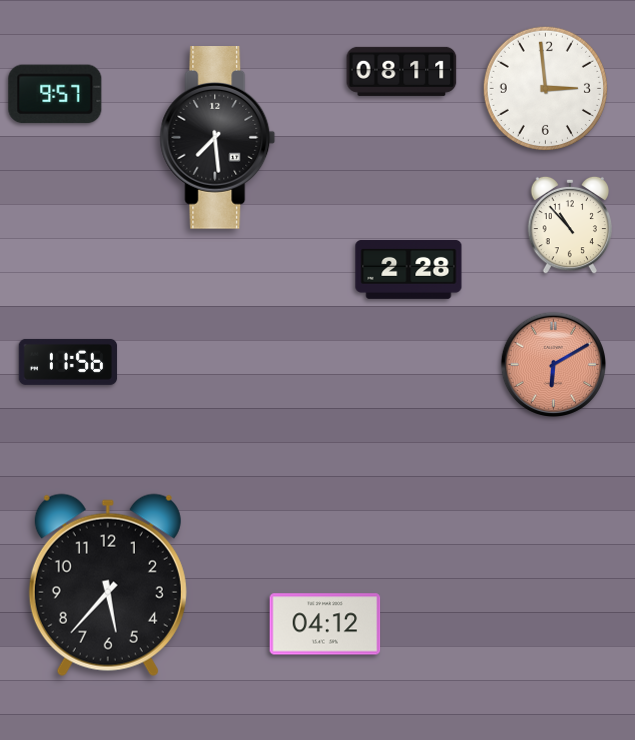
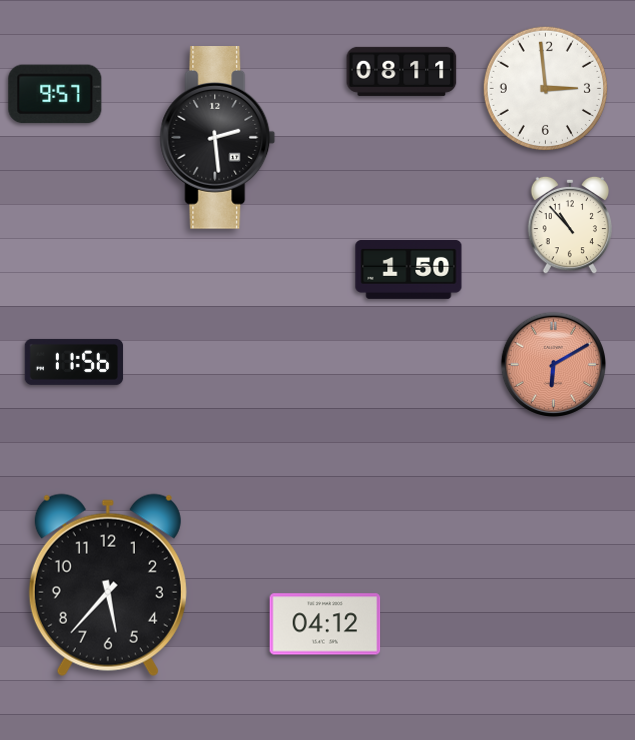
clock at (218, 138): 7:29 -> 2:29
clock at (409, 269): 2:28 -> 1:50
clock at (68, 362) position: (68, 362) -> (74, 362)
